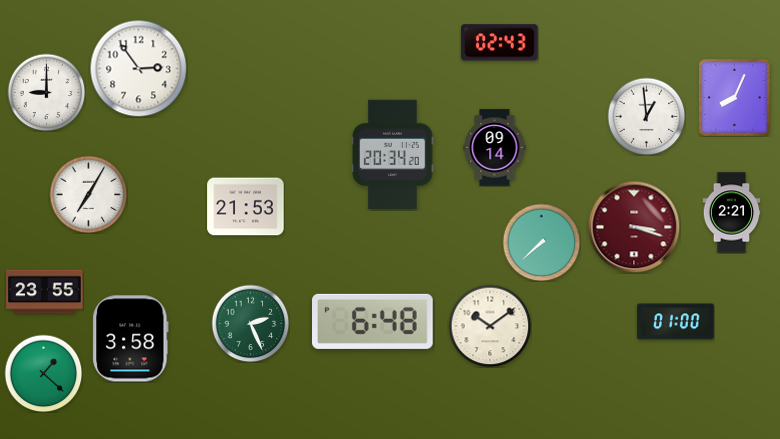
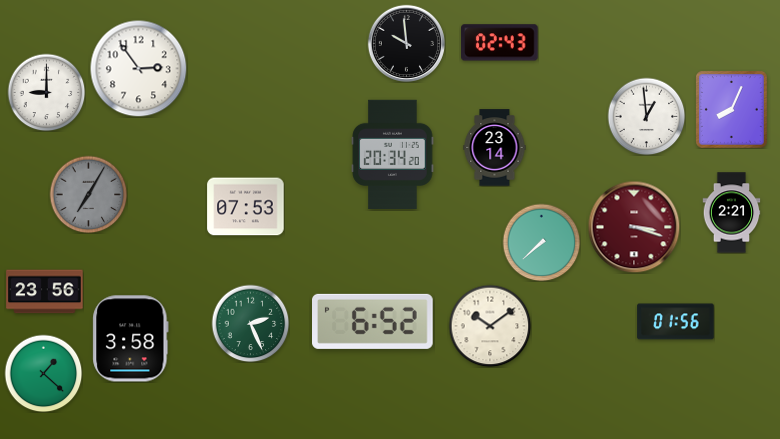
clock at (406, 43): none -> 9:59
clock at (735, 98) position: (735, 98) -> (732, 110)
clock at (495, 148): 09:14 -> 23:14
clock at (88, 194) dial: white -> grey
clock at (246, 207): 21:53 -> 07:53
clock at (45, 292): 23:55 -> 23:56
clock at (373, 321): 6:48 -> 6:52
clock at (676, 322): 01:00 -> 01:56
